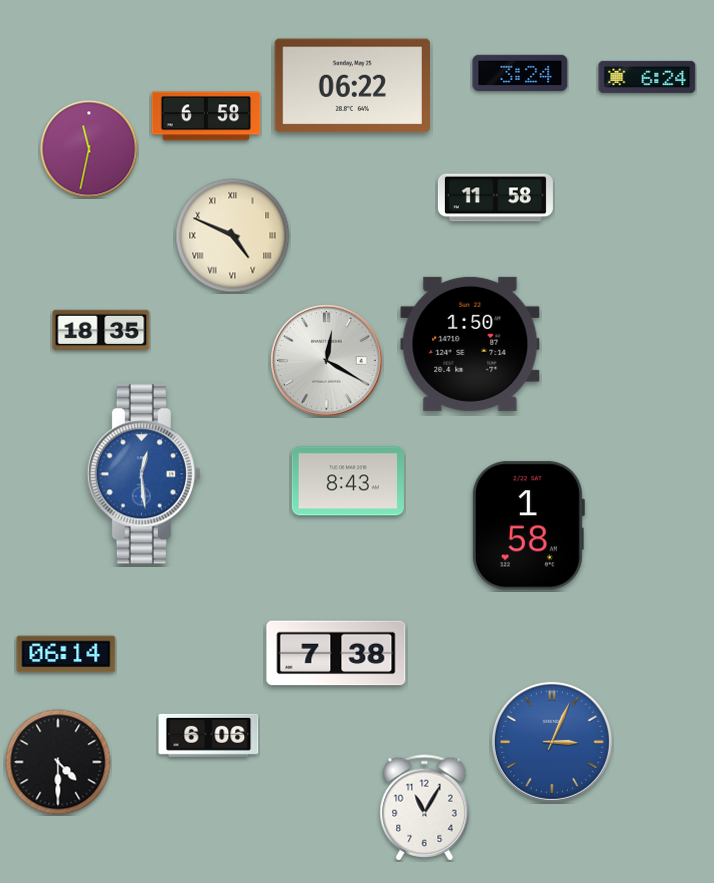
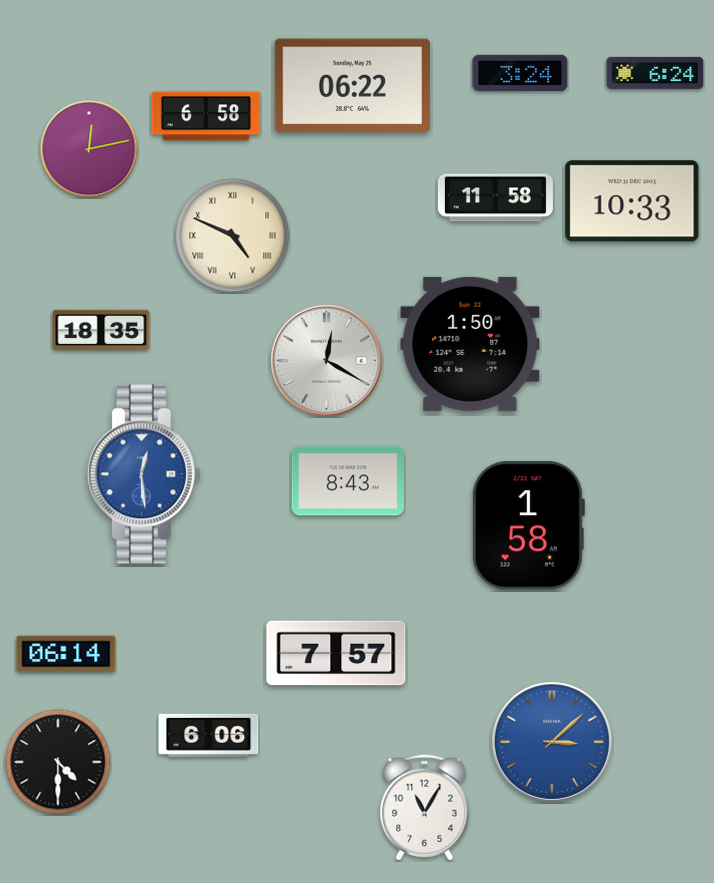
clock at (647, 77) position: (647, 77) -> (655, 73)
clock at (89, 149): 11:32 -> 12:13
clock at (632, 201): none -> 10:33
clock at (336, 653): 7:38 -> 7:57
clock at (552, 742): 3:04 -> 3:08
